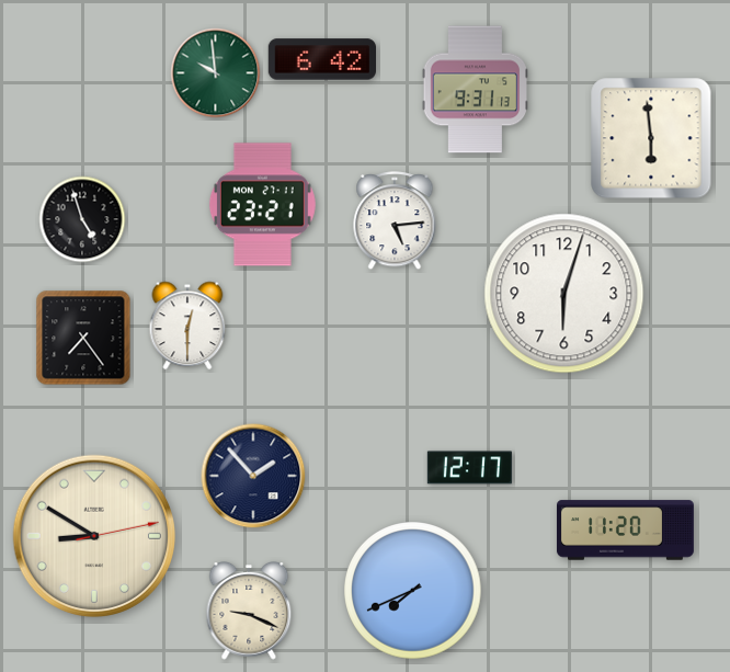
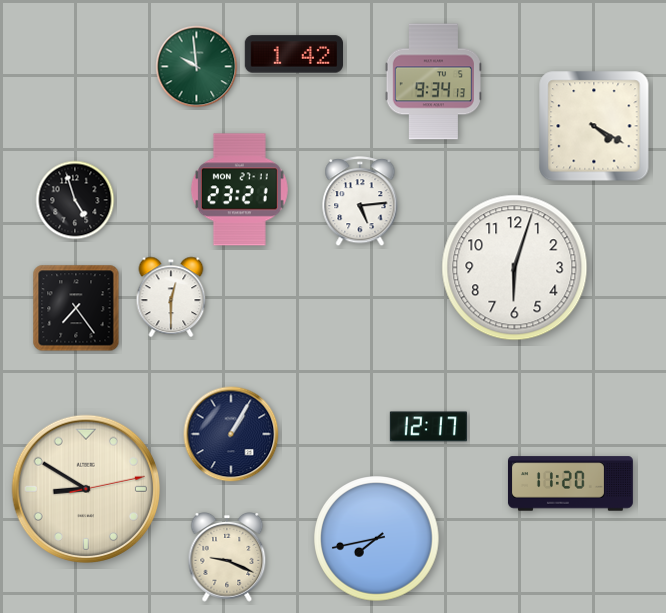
clock at (322, 59): 6:42 -> 1:42
clock at (475, 90): 9:31 -> 9:34
clock at (651, 138): 5:59 -> 4:20
clock at (262, 205) position: (262, 205) -> (239, 190)
clock at (253, 476): 1:53 -> 1:05
clock at (413, 591): 7:41 -> 7:43
